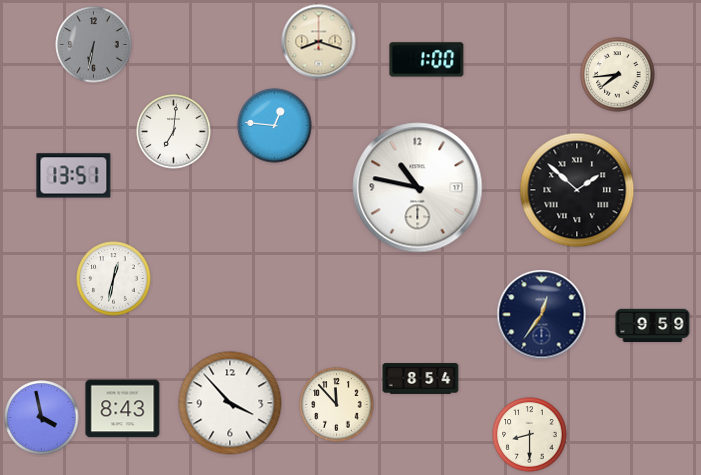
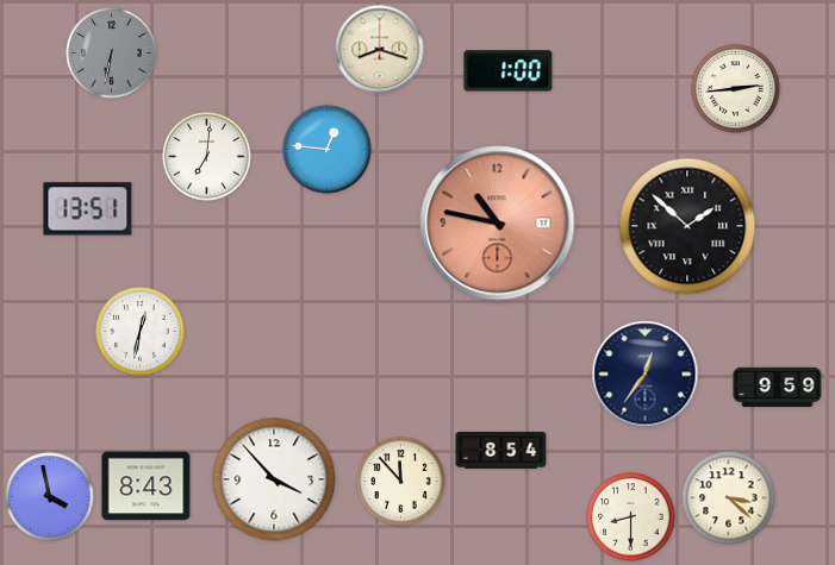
clock at (618, 75): 7:44 -> 2:44
clock at (418, 188) dial: white -> salmon
clock at (114, 279) position: (114, 279) -> (141, 332)
clock at (729, 498): none -> 3:22
